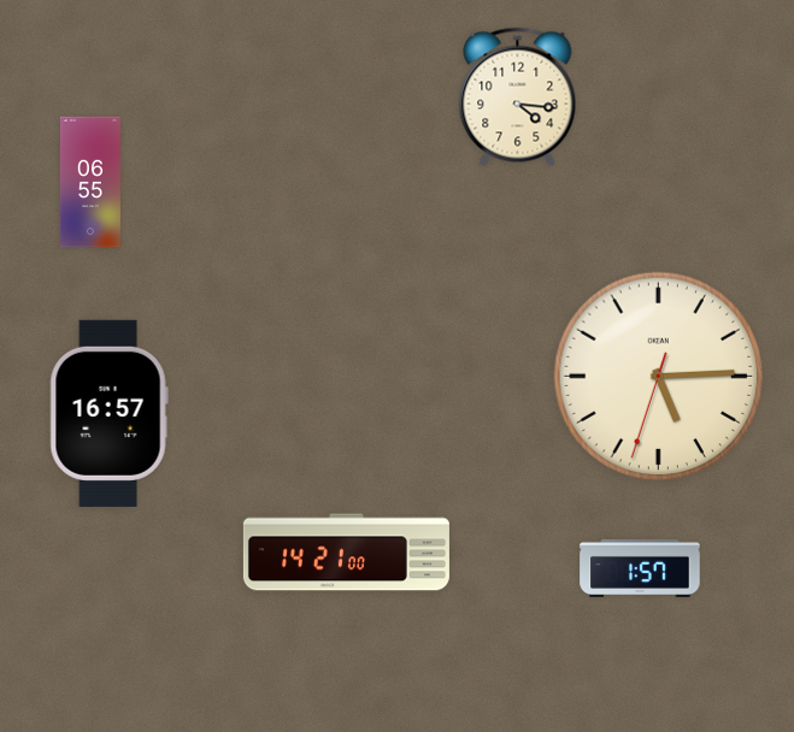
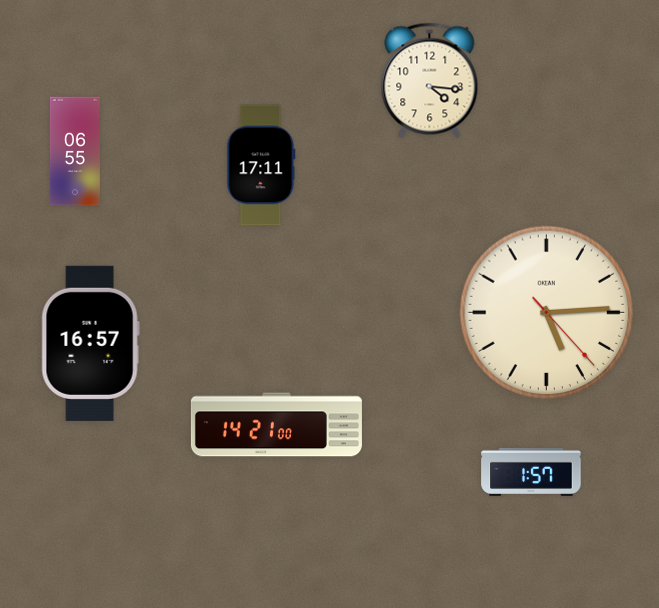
clock at (261, 165): none -> 17:11
clock at (659, 377): 5:14:33 -> 5:14:23
clock at (346, 553) position: (346, 553) -> (276, 425)
